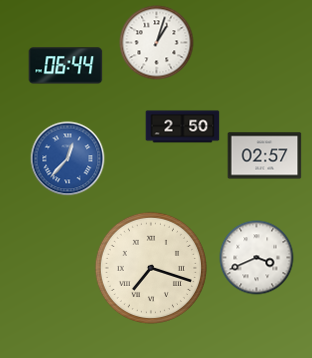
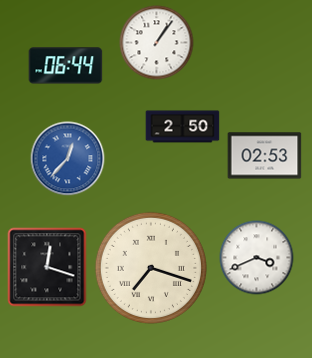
clock at (157, 43): 1:03 -> 1:06
clock at (265, 156): 02:57 -> 02:53
clock at (47, 267): none -> 12:18
